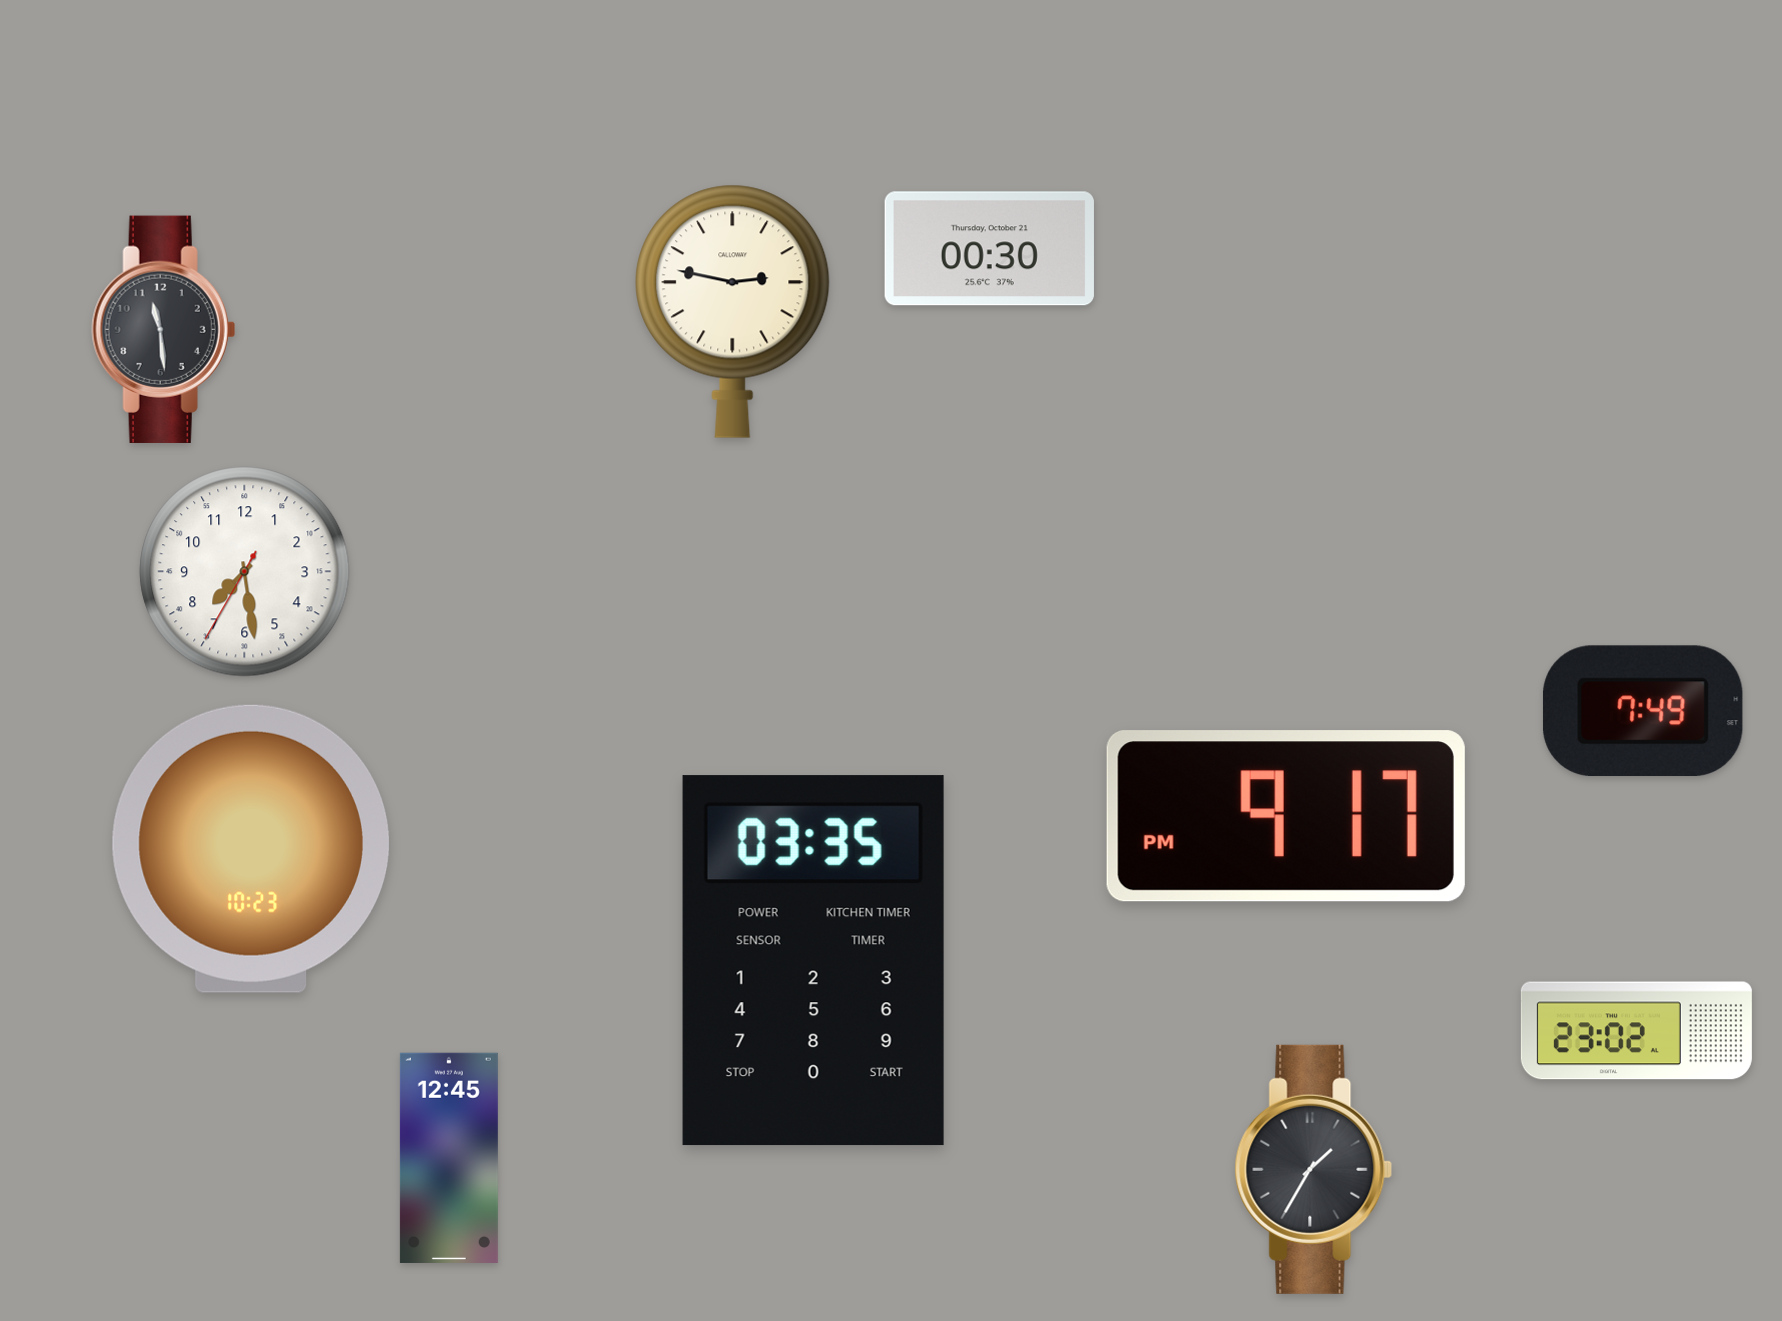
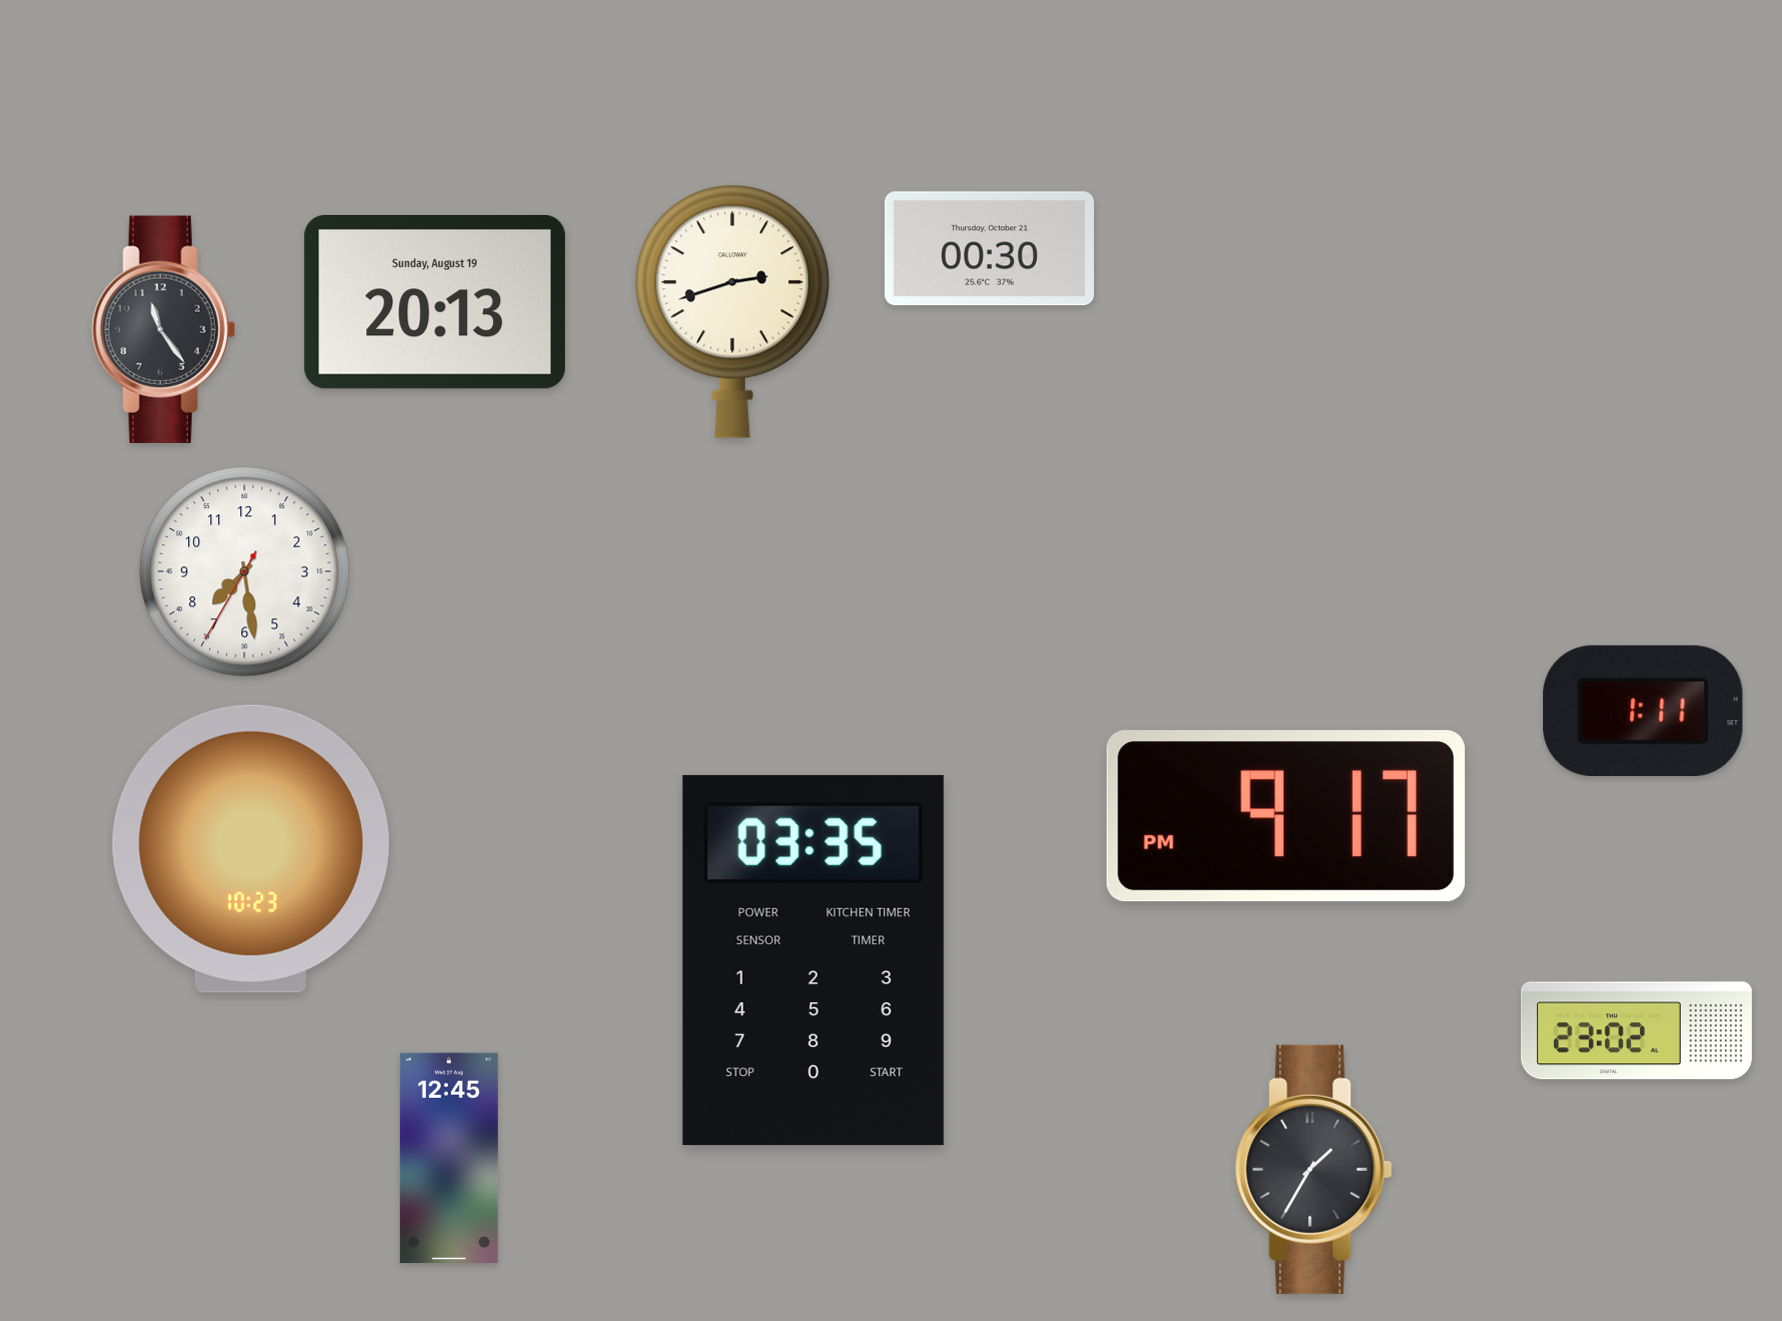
clock at (435, 302): none -> 20:13
clock at (733, 311): 2:47 -> 2:42
clock at (163, 329): 11:29 -> 11:24
clock at (1643, 711): 7:49 -> 1:11
